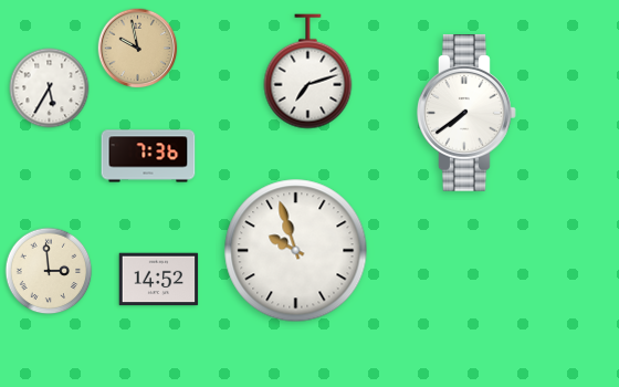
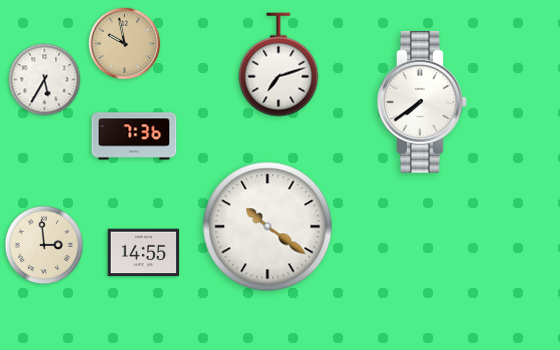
clock at (148, 156) position: (148, 156) -> (134, 136)
clock at (296, 251): 9:57 -> 10:21
clock at (159, 280): 14:52 -> 14:55
